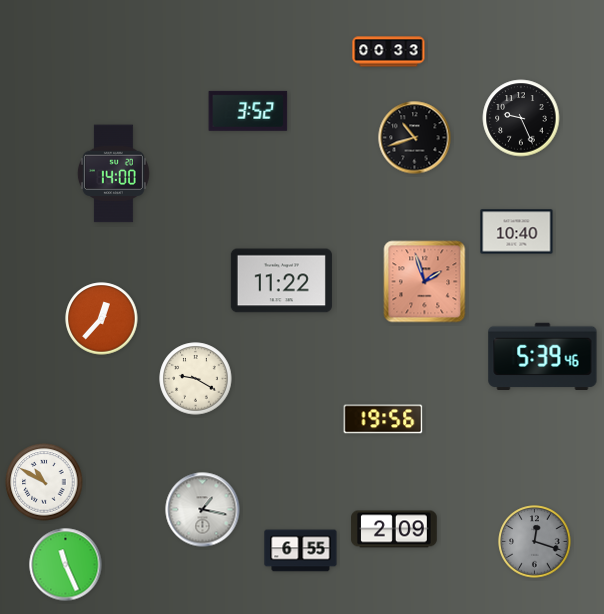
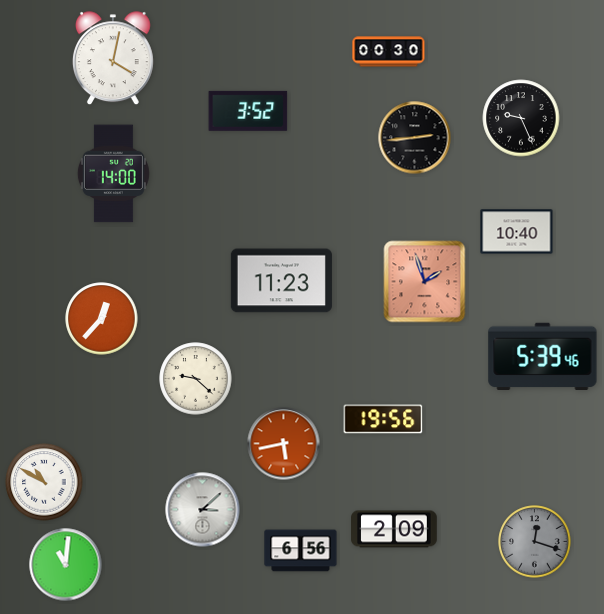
clock at (389, 52): 00:33 -> 00:30
clock at (113, 59): none -> 4:02
clock at (415, 138): 10:42 -> 2:44
clock at (281, 281): 11:22 -> 11:23
clock at (196, 379): 9:20 -> 9:22
clock at (284, 444): none -> 5:43
clock at (203, 510): 1:17 -> 3:08
clock at (301, 551): 6:55 -> 6:56
clock at (66, 565): 11:26 -> 11:01
